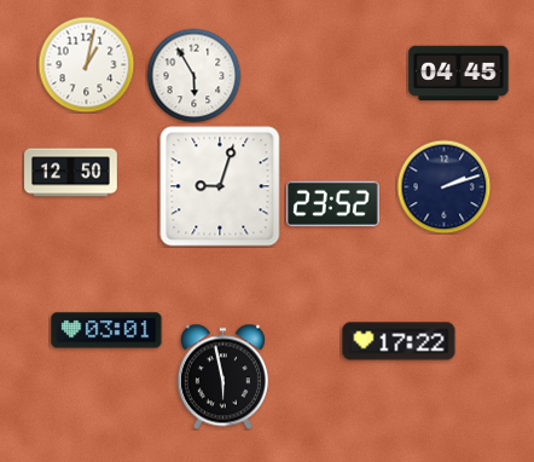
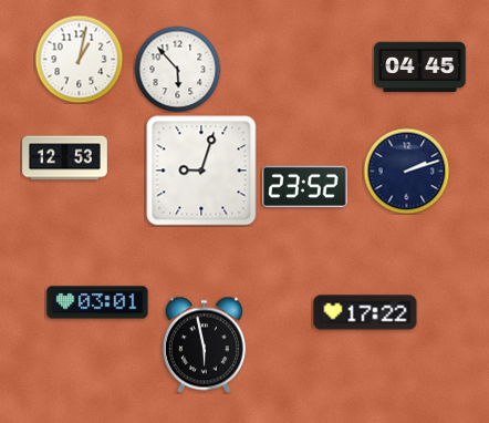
clock at (193, 75): 5:55 -> 5:53
clock at (71, 173): 12:50 -> 12:53
